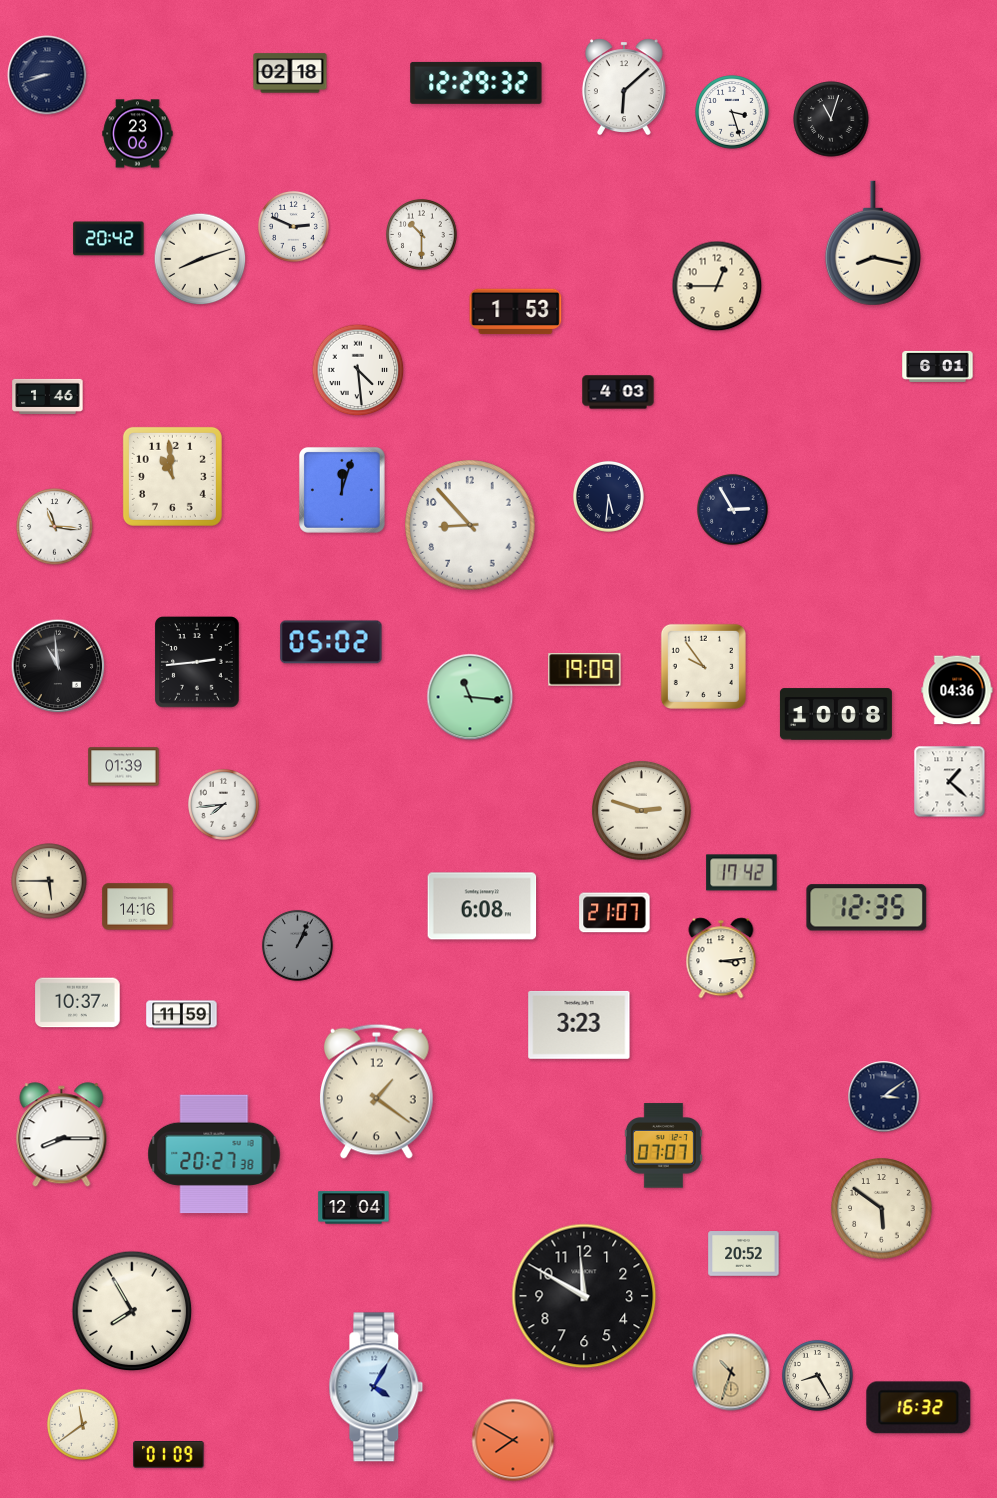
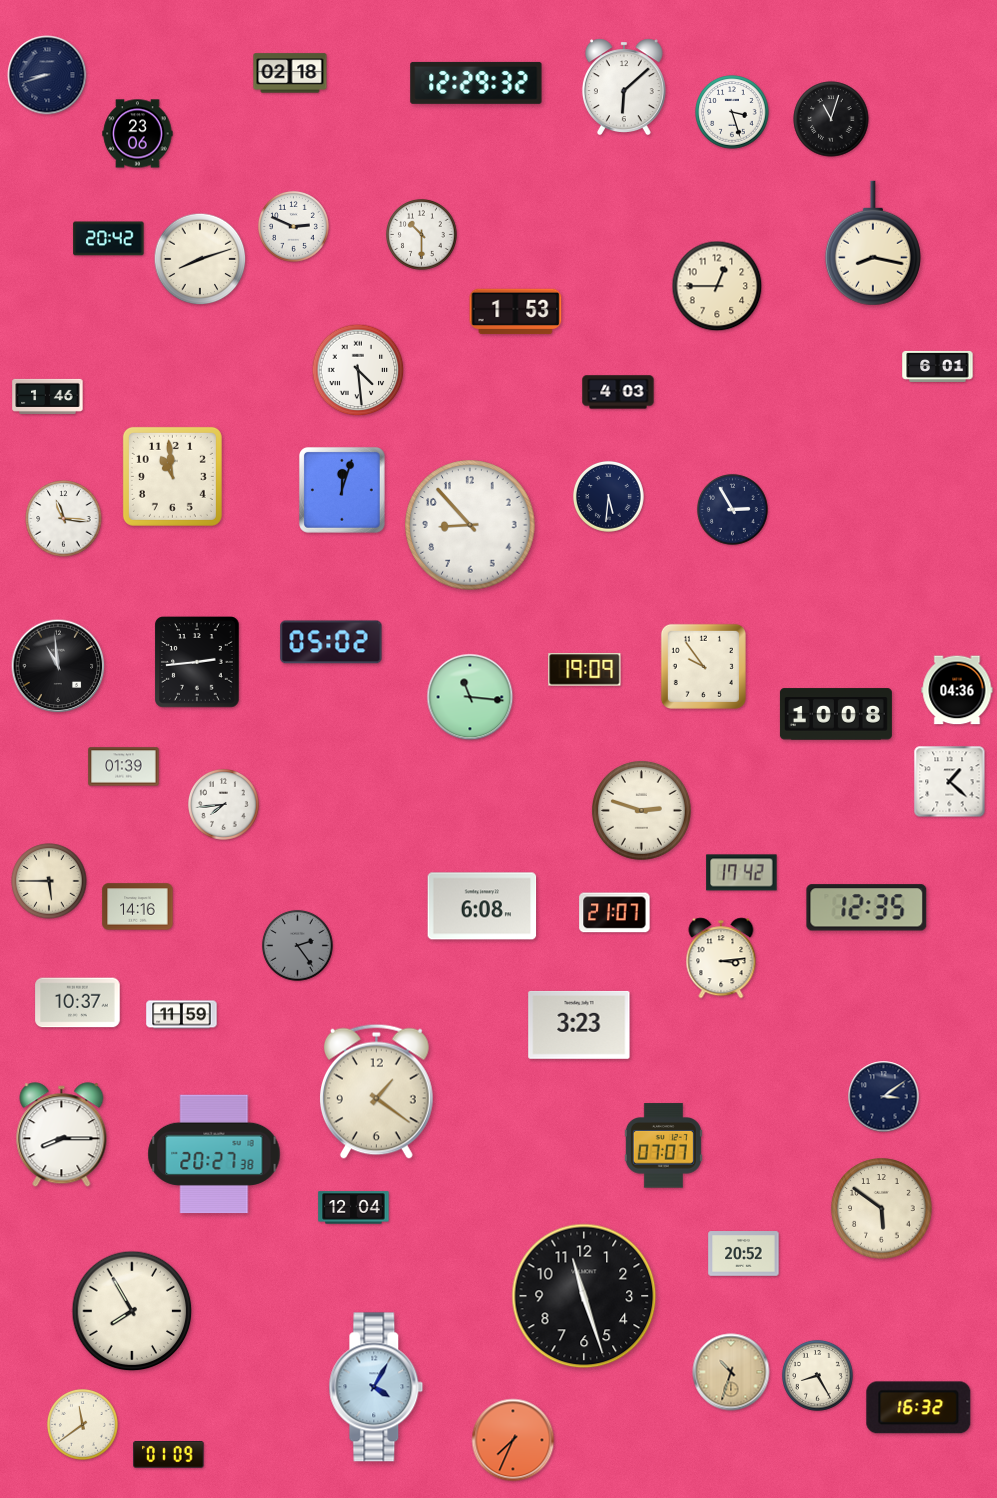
clock at (55, 527) position: (55, 527) -> (64, 519)
clock at (297, 945): 1:04 -> 2:24
clock at (584, 1296): 11:50 -> 11:27
clock at (513, 1440): 7:50 -> 7:34
